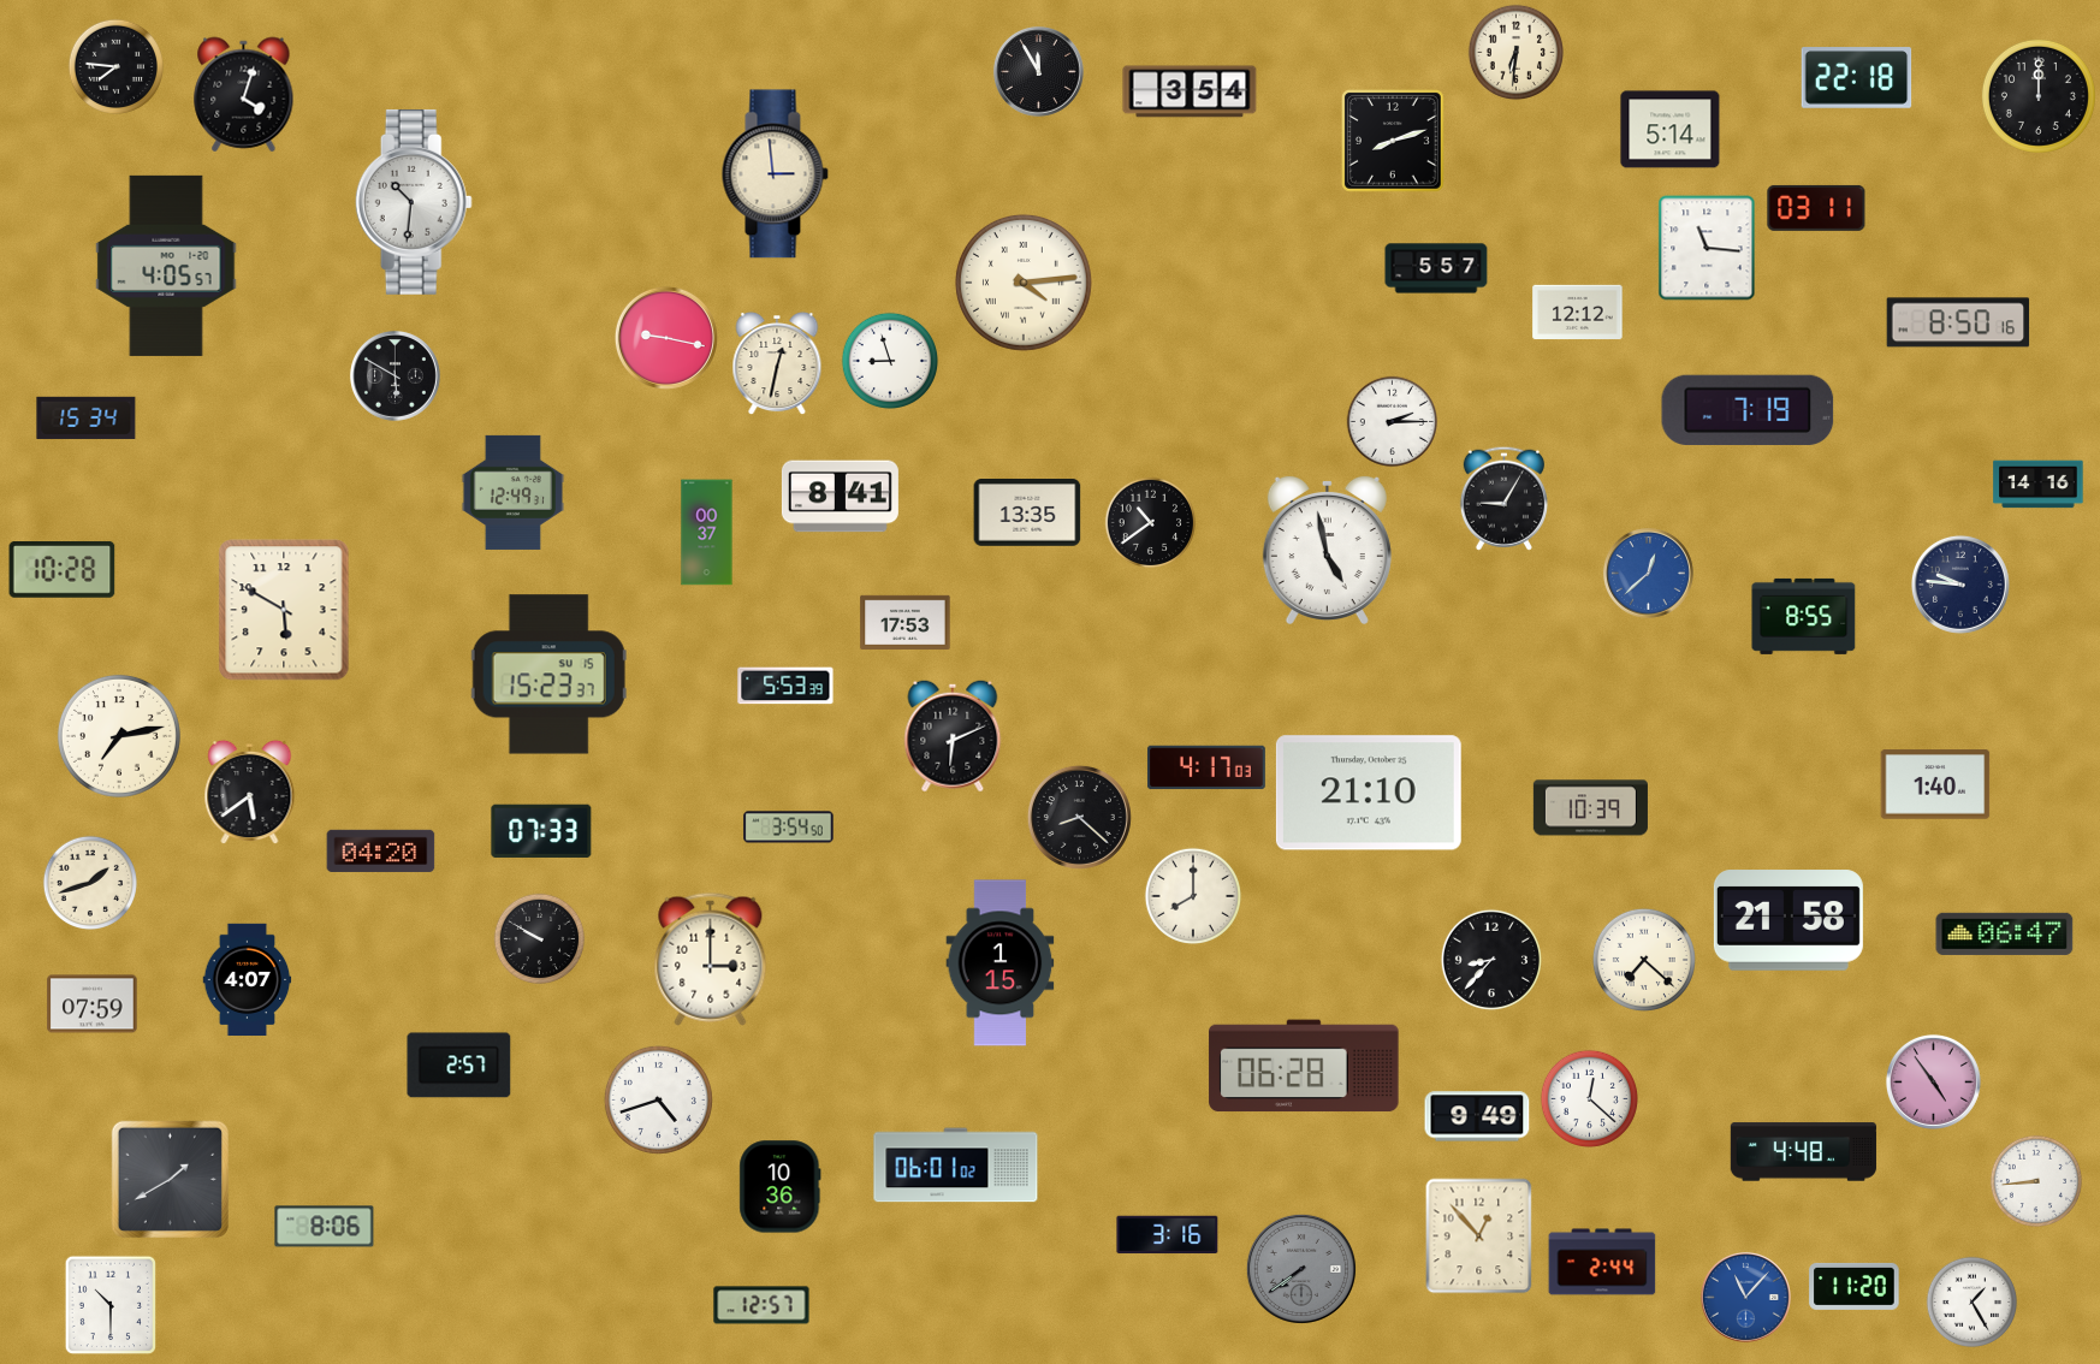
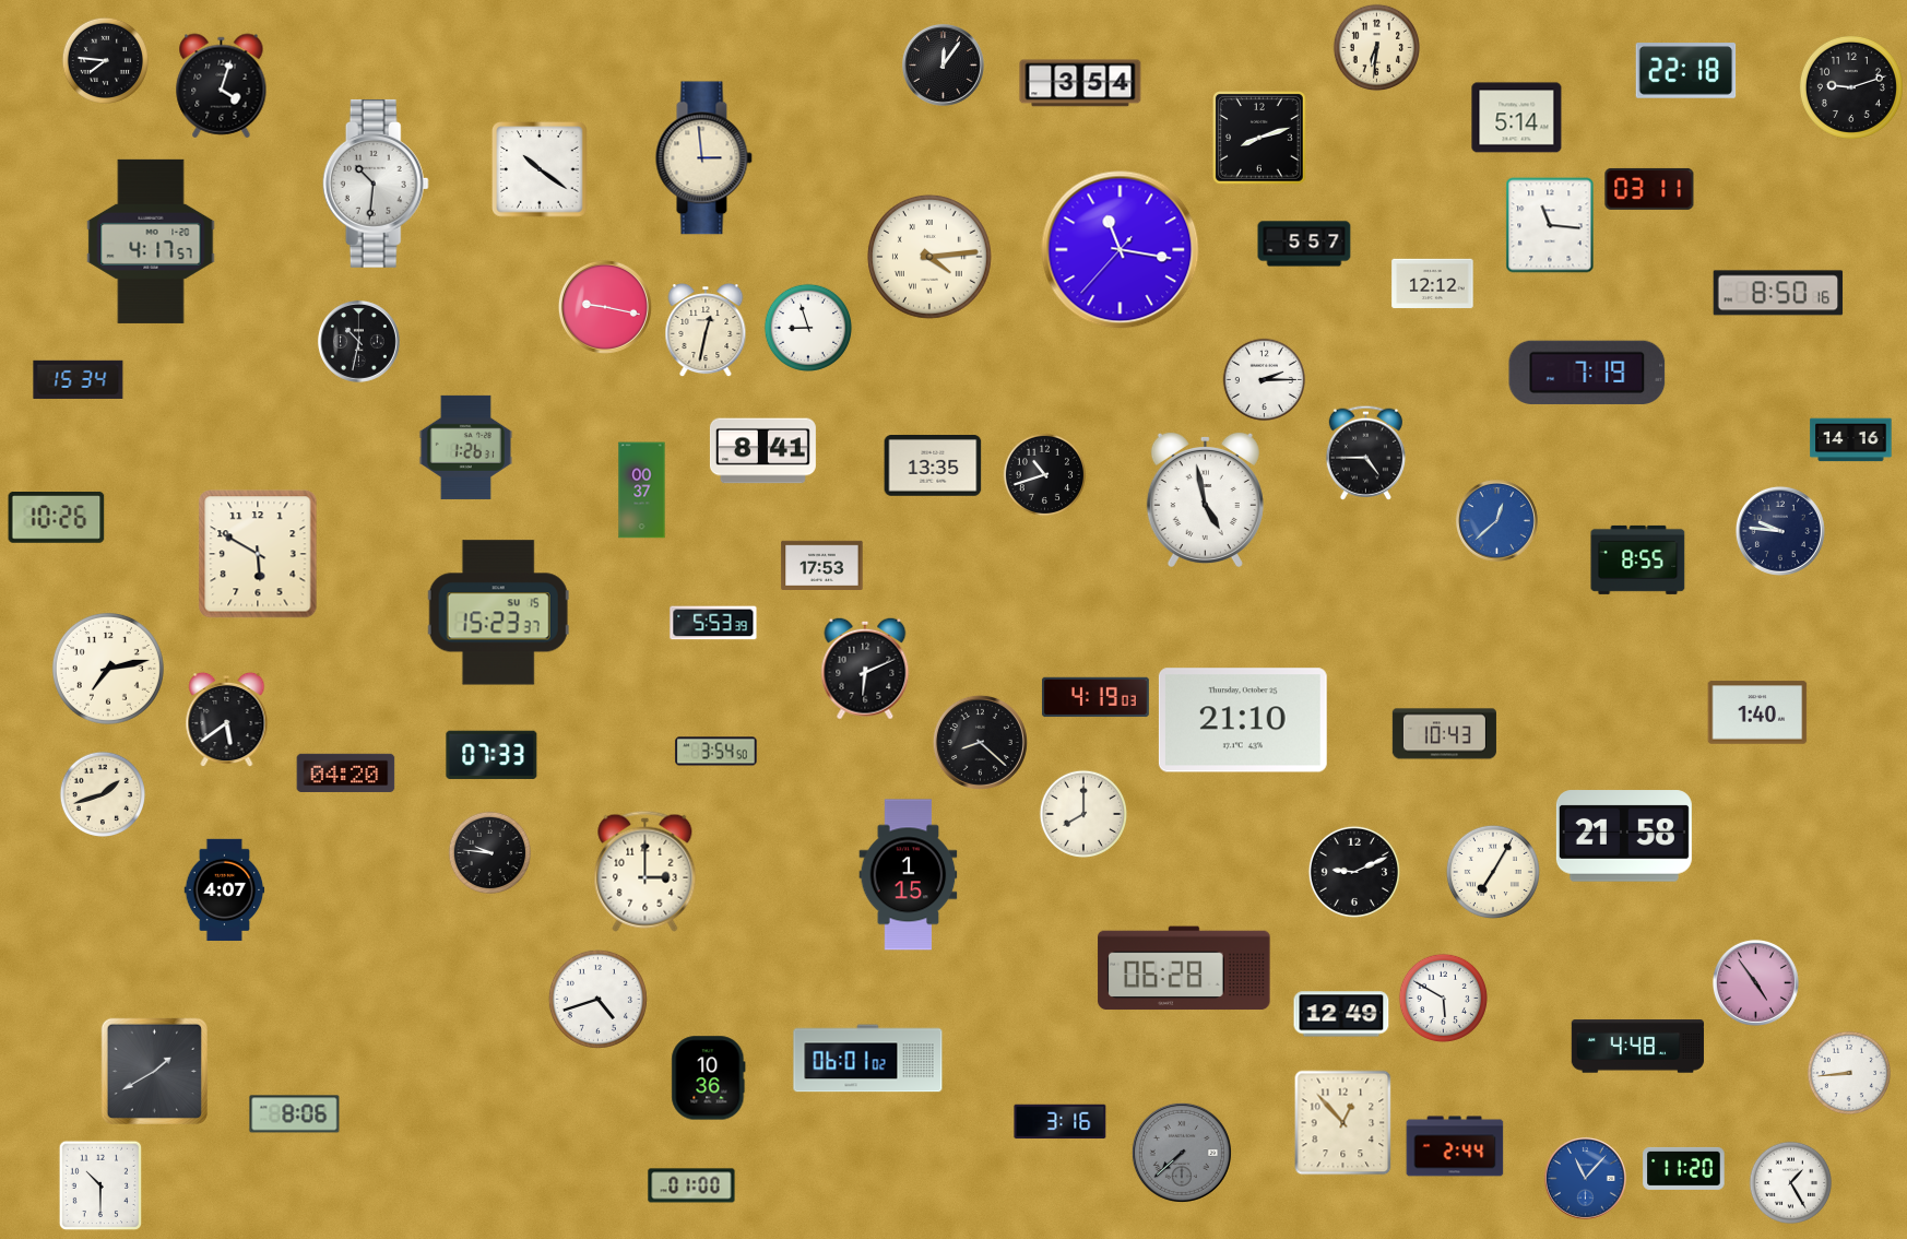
clock at (1038, 71): 11:55 -> 12:06
clock at (2039, 96): 12:00 -> 9:12
clock at (1394, 142) position: (1394, 142) -> (1260, 139)
clock at (540, 169): none -> 10:21
clock at (166, 266): 4:05 -> 4:17
clock at (1121, 250): none -> 11:16
clock at (395, 375): 5:50 -> 10:32
clock at (1393, 422) position: (1393, 422) -> (1265, 380)
clock at (512, 492): 12:49 -> 1:26
clock at (1503, 498): 9:05 -> 4:45
clock at (1151, 523): 10:39 -> 10:42
clock at (707, 533) position: (707, 533) -> (642, 491)
clock at (63, 570): 10:28 -> 10:26
clock at (1206, 767): 4:17 -> 4:19
clock at (1590, 808): 10:39 -> 10:43
clock at (89, 882) position: (89, 882) -> (102, 793)
clock at (2005, 933): 06:47 -> none
clock at (540, 939): 9:50 -> 9:46
clock at (1491, 960): 8:37 -> 9:11
clock at (1644, 960): 7:22 -> 7:05
clock at (93, 1004): 07:59 -> none
clock at (459, 1066): 2:57 -> none
clock at (1589, 1098): 12:22 -> 5:50
clock at (1477, 1116): 9:49 -> 12:49
clock at (1301, 1269): 7:39 -> 7:38
clock at (761, 1305): 12:57 -> 01:00
